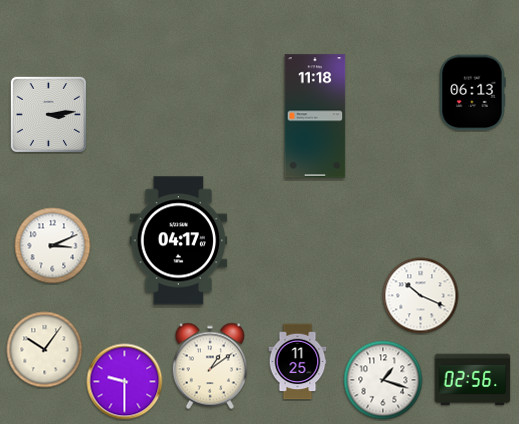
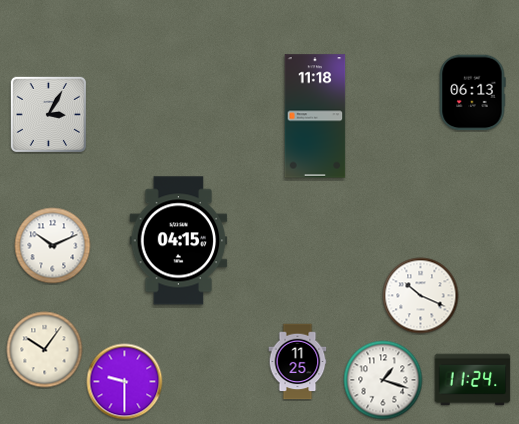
clock at (48, 114): 3:14 -> 3:05
clock at (179, 241): 04:17 -> 04:15
clock at (53, 246): 3:11 -> 10:11
clock at (209, 366): 1:09 -> none
clock at (473, 380): 02:56 -> 11:24
